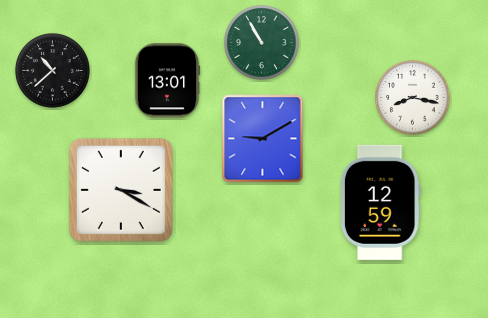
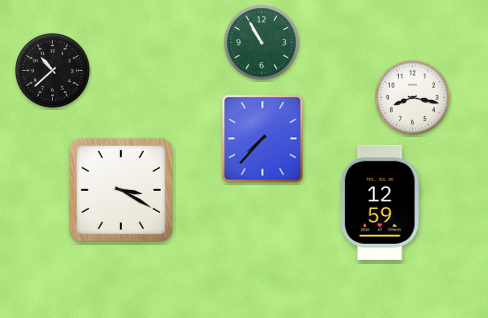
clock at (167, 81): 13:01 -> none
clock at (263, 139): 9:10 -> 7:37
